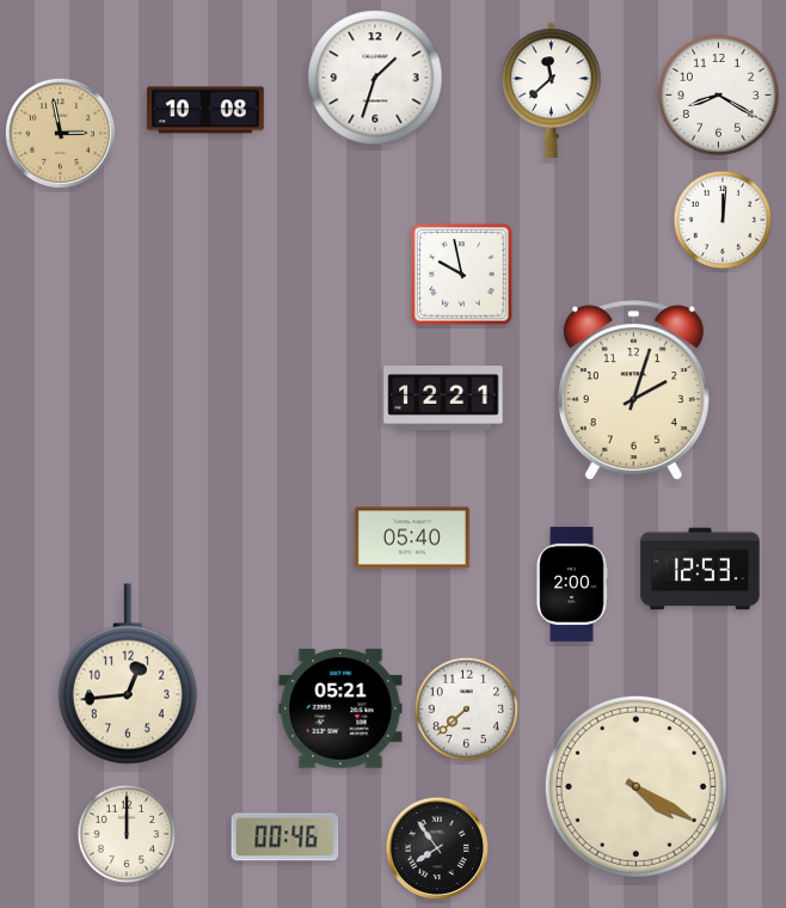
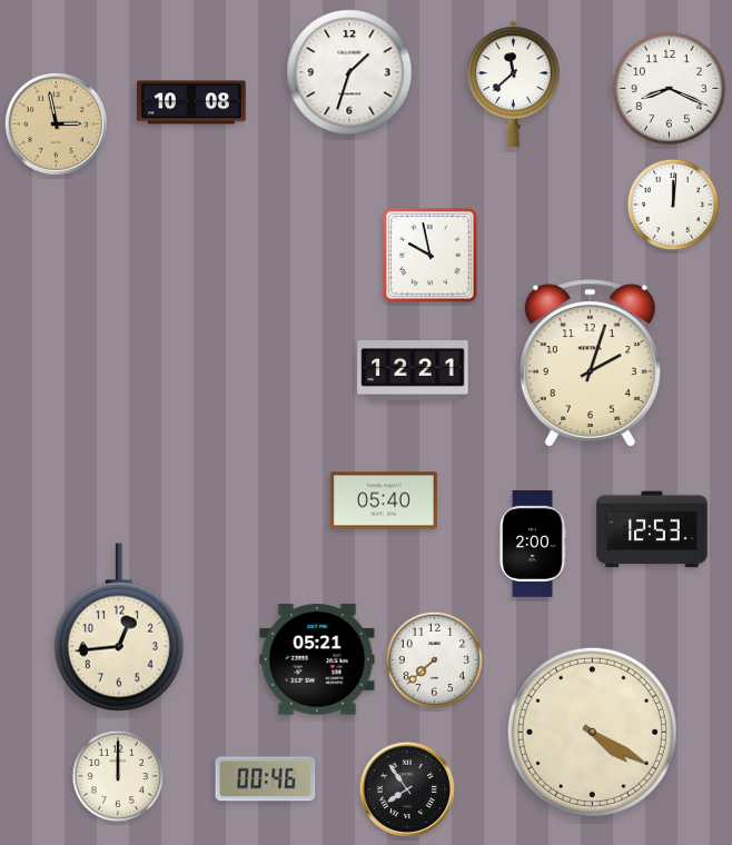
clock at (719, 96): 8:20 -> 8:19
